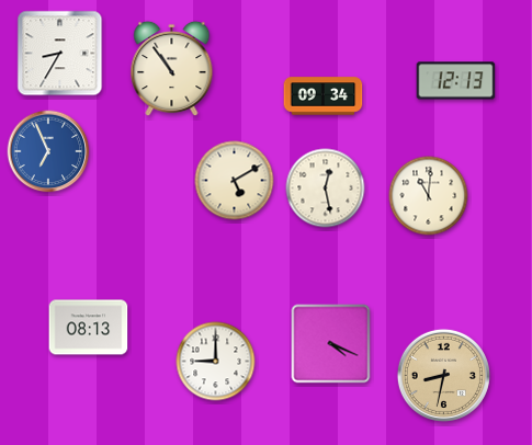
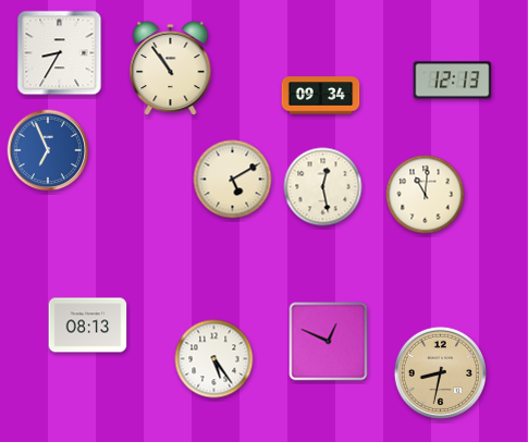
clock at (331, 344): 4:19 -> 12:49
clock at (216, 362): 9:00 -> 5:24
